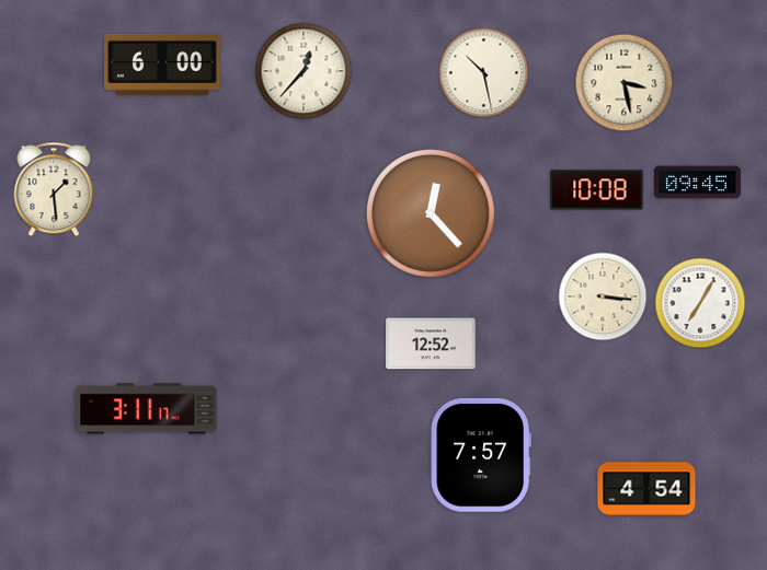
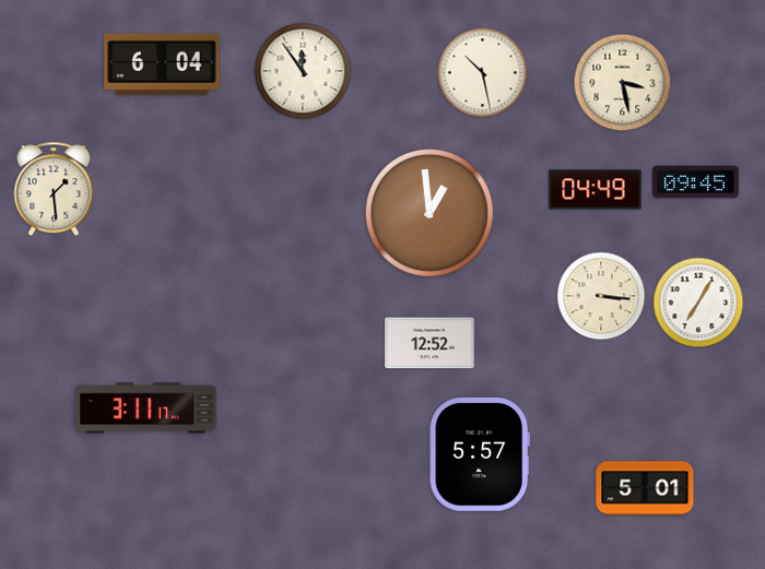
clock at (162, 65): 6:00 -> 6:04
clock at (304, 71): 12:37 -> 11:54
clock at (597, 190): 10:08 -> 04:49
clock at (431, 213): 12:23 -> 12:59
clock at (480, 455): 7:57 -> 5:57
clock at (646, 489): 4:54 -> 5:01
